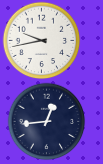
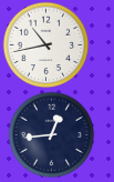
clock at (41, 40): 9:43 -> 10:43
